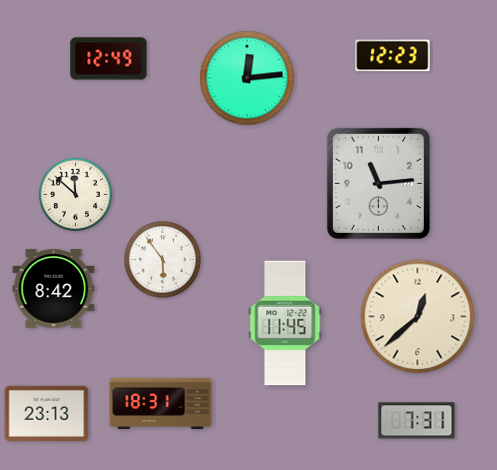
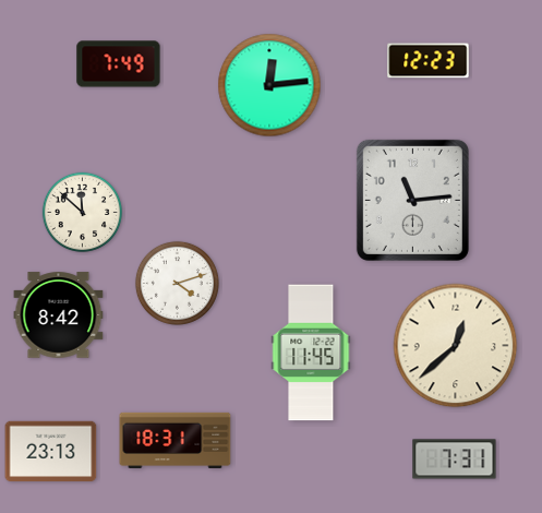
clock at (109, 59): 12:49 -> 7:49
clock at (162, 259): 5:54 -> 4:12
